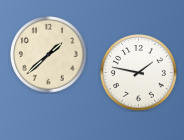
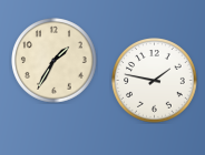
clock at (49, 55): 1:38 -> 1:35
